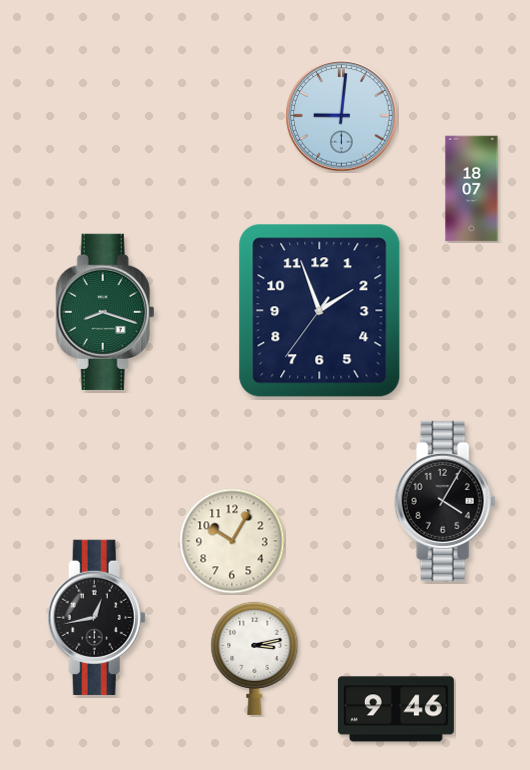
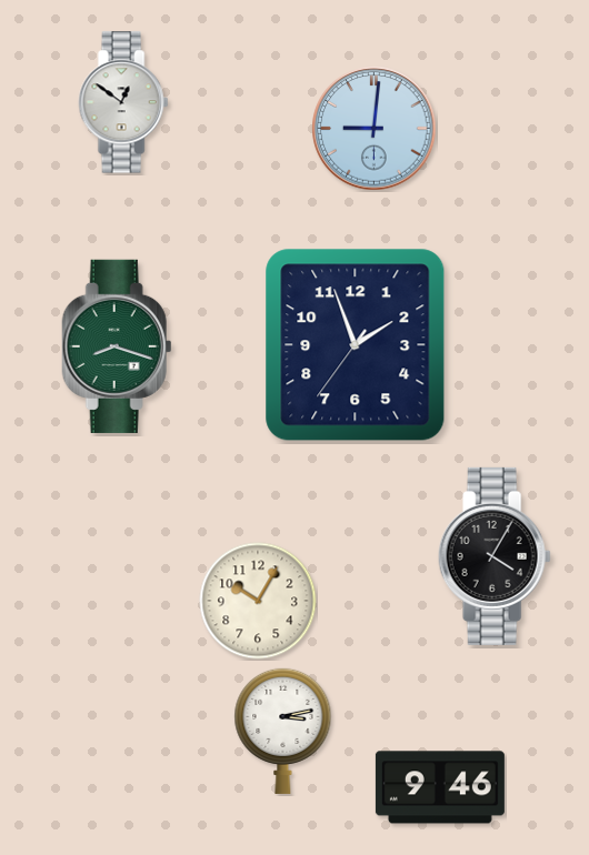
clock at (123, 102): none -> 12:51
clock at (342, 116) position: (342, 116) -> (375, 129)
clock at (472, 189): 18:07 -> none
clock at (96, 617): 12:43 -> none
